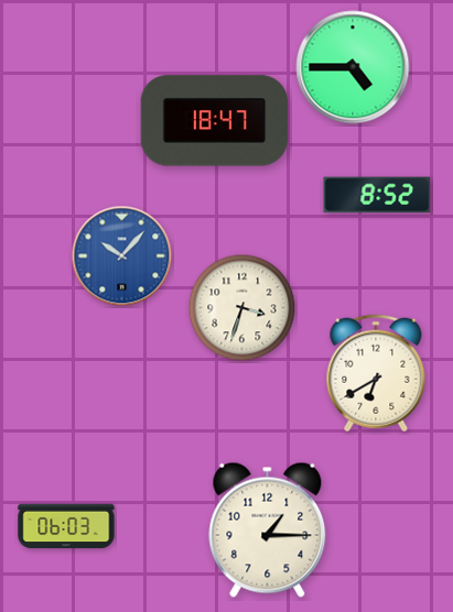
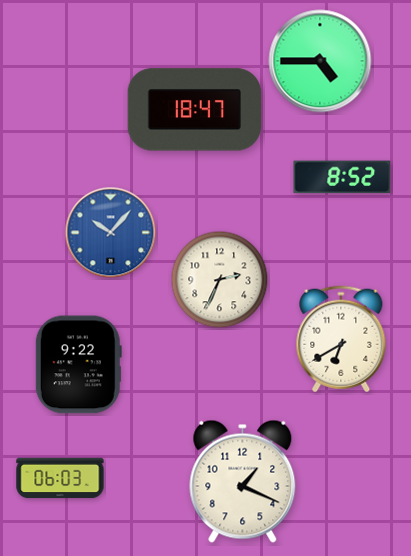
clock at (242, 308): 3:33 -> 2:34
clock at (78, 365): none -> 9:22
clock at (268, 529): 1:15 -> 1:19
